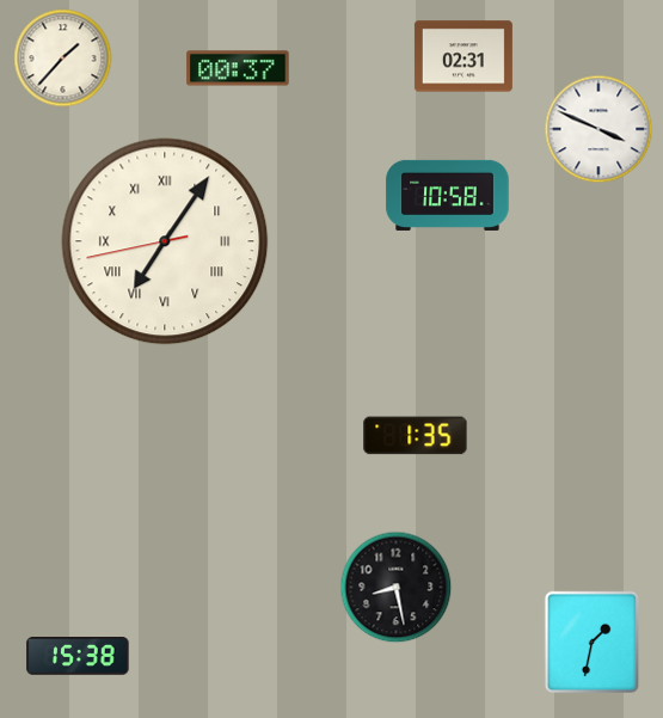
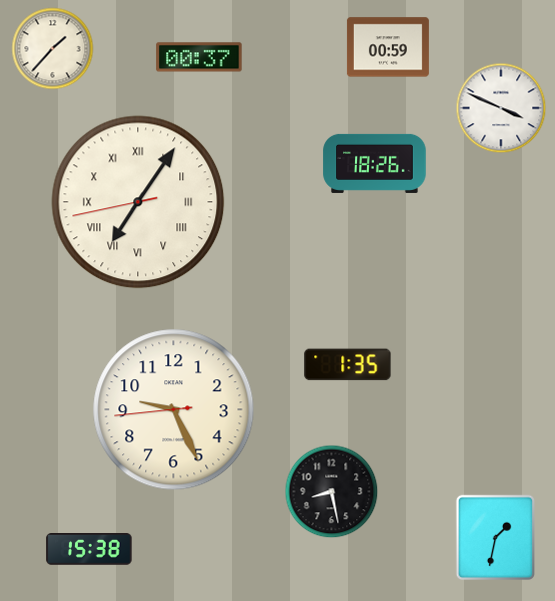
clock at (464, 56): 02:31 -> 00:59
clock at (448, 195): 10:58 -> 18:26
clock at (174, 410): none -> 9:25
clock at (78, 657) position: (78, 657) -> (89, 550)
